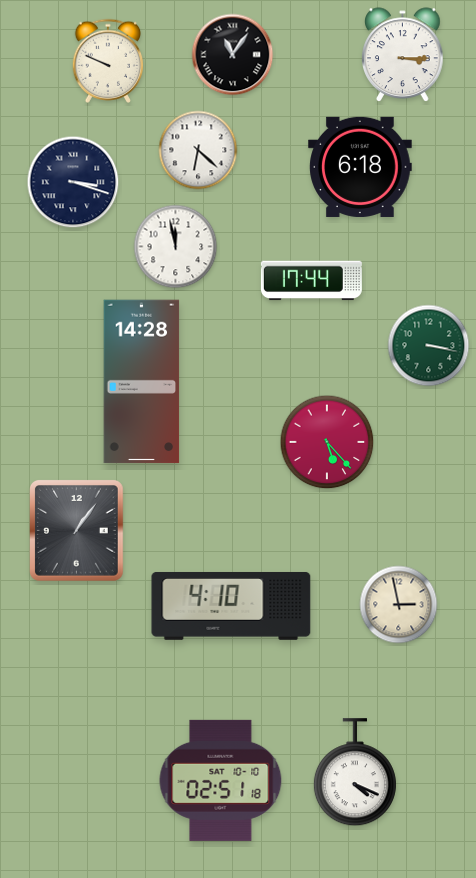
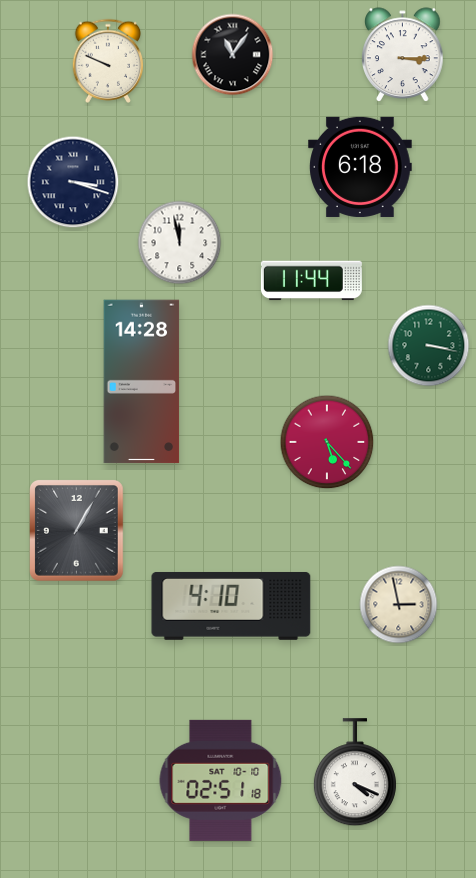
clock at (198, 150): 6:22 -> none
clock at (176, 247) position: (176, 247) -> (180, 243)
clock at (311, 281): 17:44 -> 11:44
clock at (77, 531): 1:06 -> 1:05
